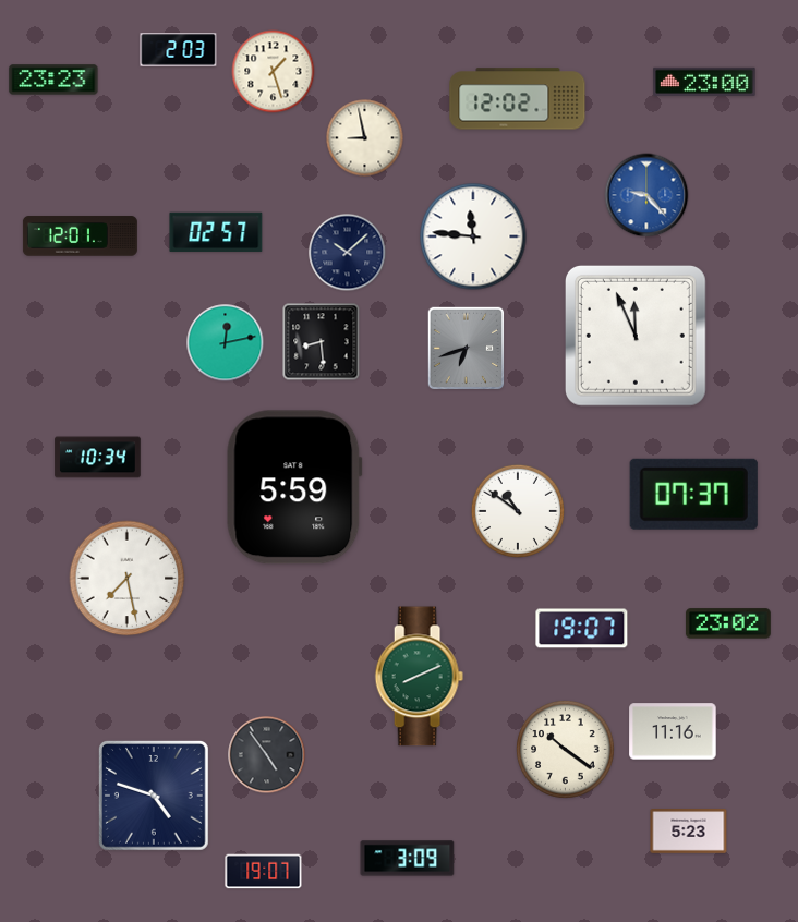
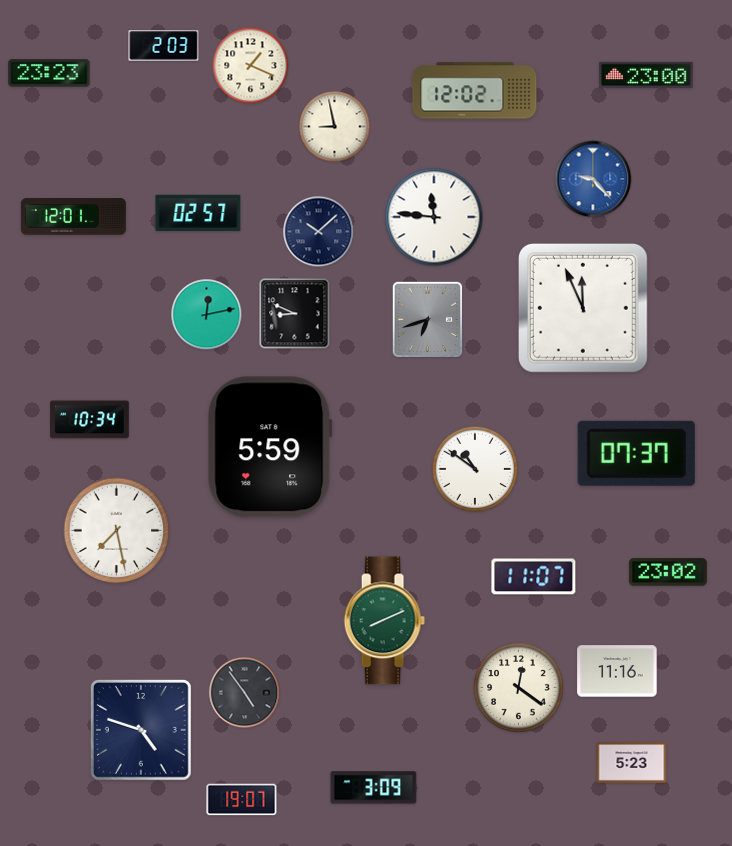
clock at (274, 72): 1:27 -> 1:19
clock at (322, 342): 8:29 -> 8:49
clock at (582, 629): 19:07 -> 11:07
clock at (566, 750): 10:21 -> 12:21
